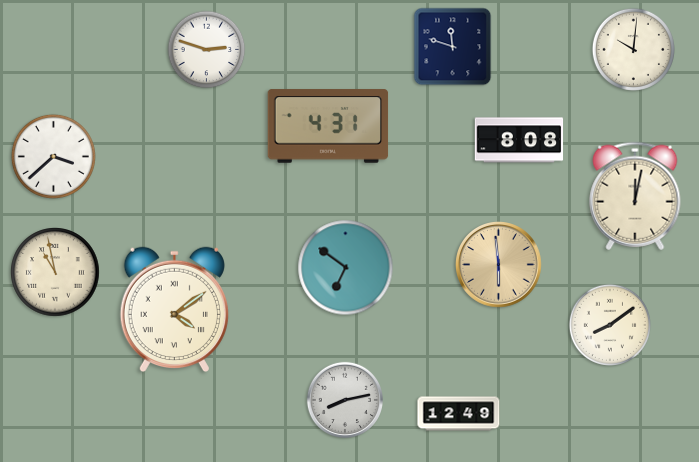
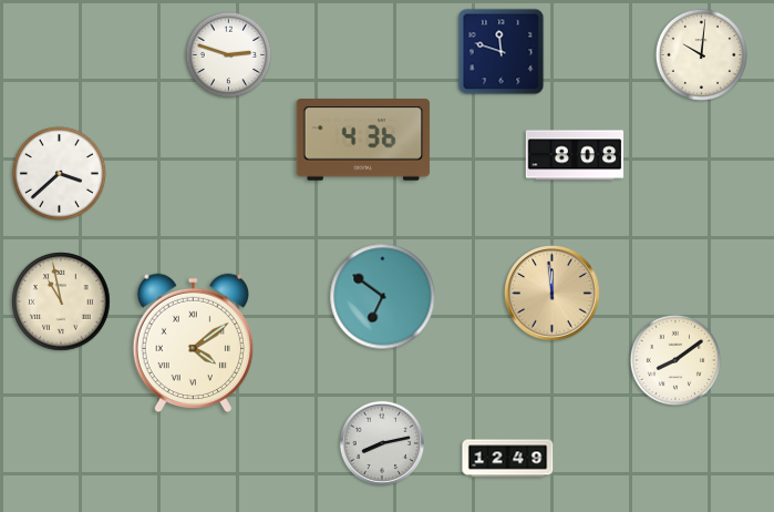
clock at (328, 126): 4:31 -> 4:36
clock at (635, 196): 12:02 -> none
clock at (499, 265): 5:59 -> 11:59
